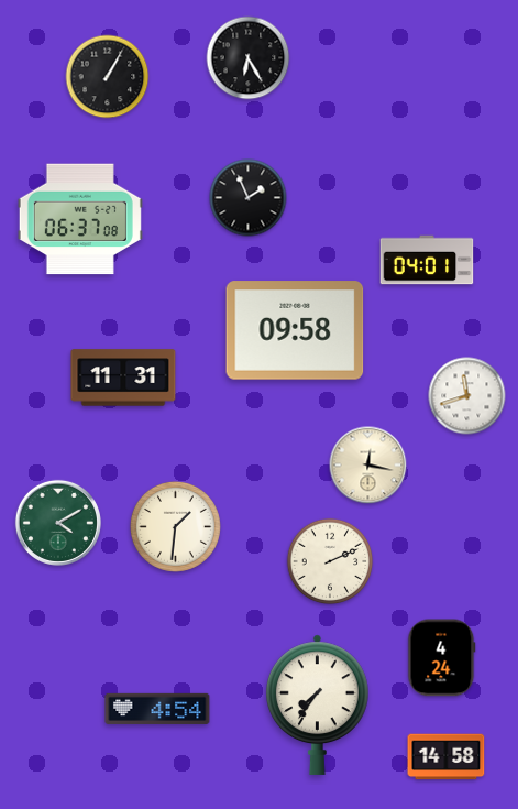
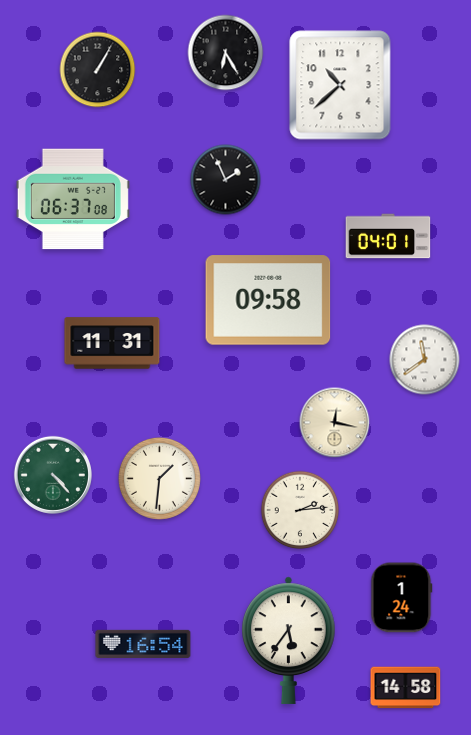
clock at (340, 85): none -> 10:38
clock at (467, 396): 11:42 -> 11:39
clock at (58, 523): 4:10 -> 4:23
clock at (330, 561): 2:11 -> 2:14
clock at (442, 658): 4:24 -> 1:24
clock at (318, 704): 7:36 -> 5:36
clock at (157, 709): 4:54 -> 16:54
